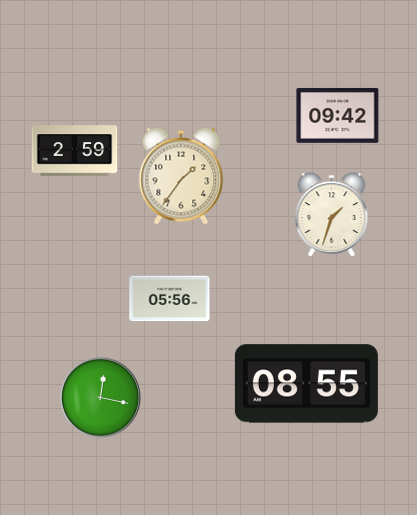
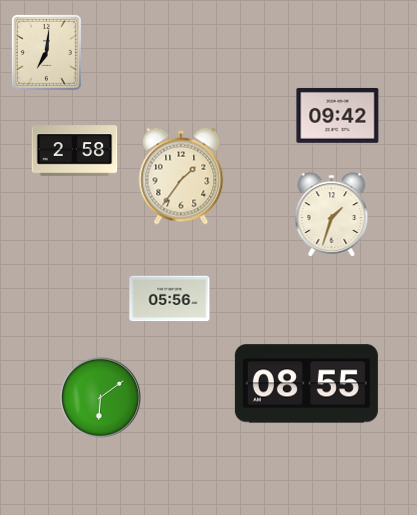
clock at (46, 52): none -> 7:01
clock at (75, 151): 2:59 -> 2:58
clock at (100, 397): 12:17 -> 6:09
